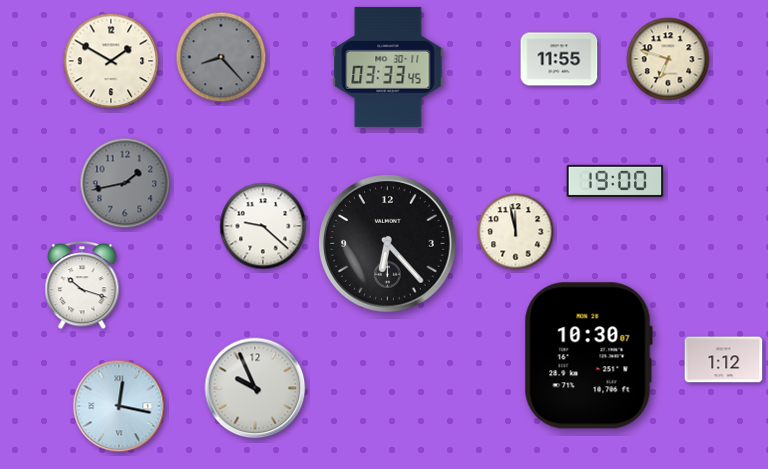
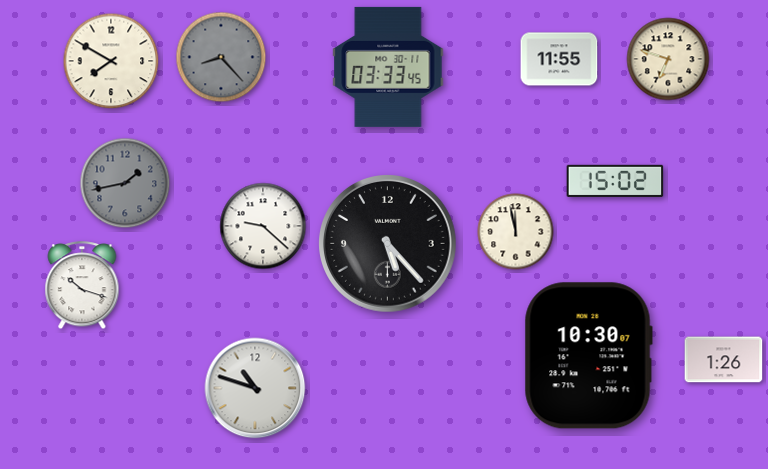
clock at (111, 61): 1:50 -> 7:50
clock at (615, 181): 19:00 -> 15:02
clock at (388, 244): 6:23 -> 5:23
clock at (724, 360): 1:12 -> 1:26
clock at (255, 388): 9:56 -> 10:48
clock at (119, 406): 12:17 -> none
